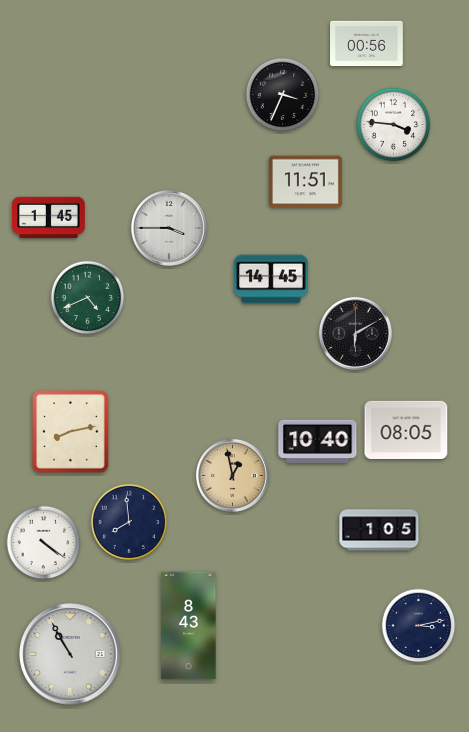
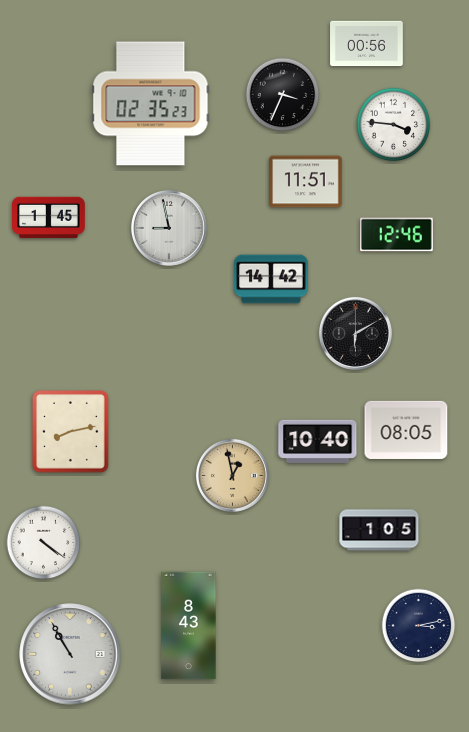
clock at (151, 104): none -> 02:35
clock at (169, 228): 3:45 -> 8:58
clock at (397, 235): none -> 12:46
clock at (271, 279): 14:45 -> 14:42
clock at (88, 298): 4:41 -> none
clock at (129, 522): 7:59 -> none
